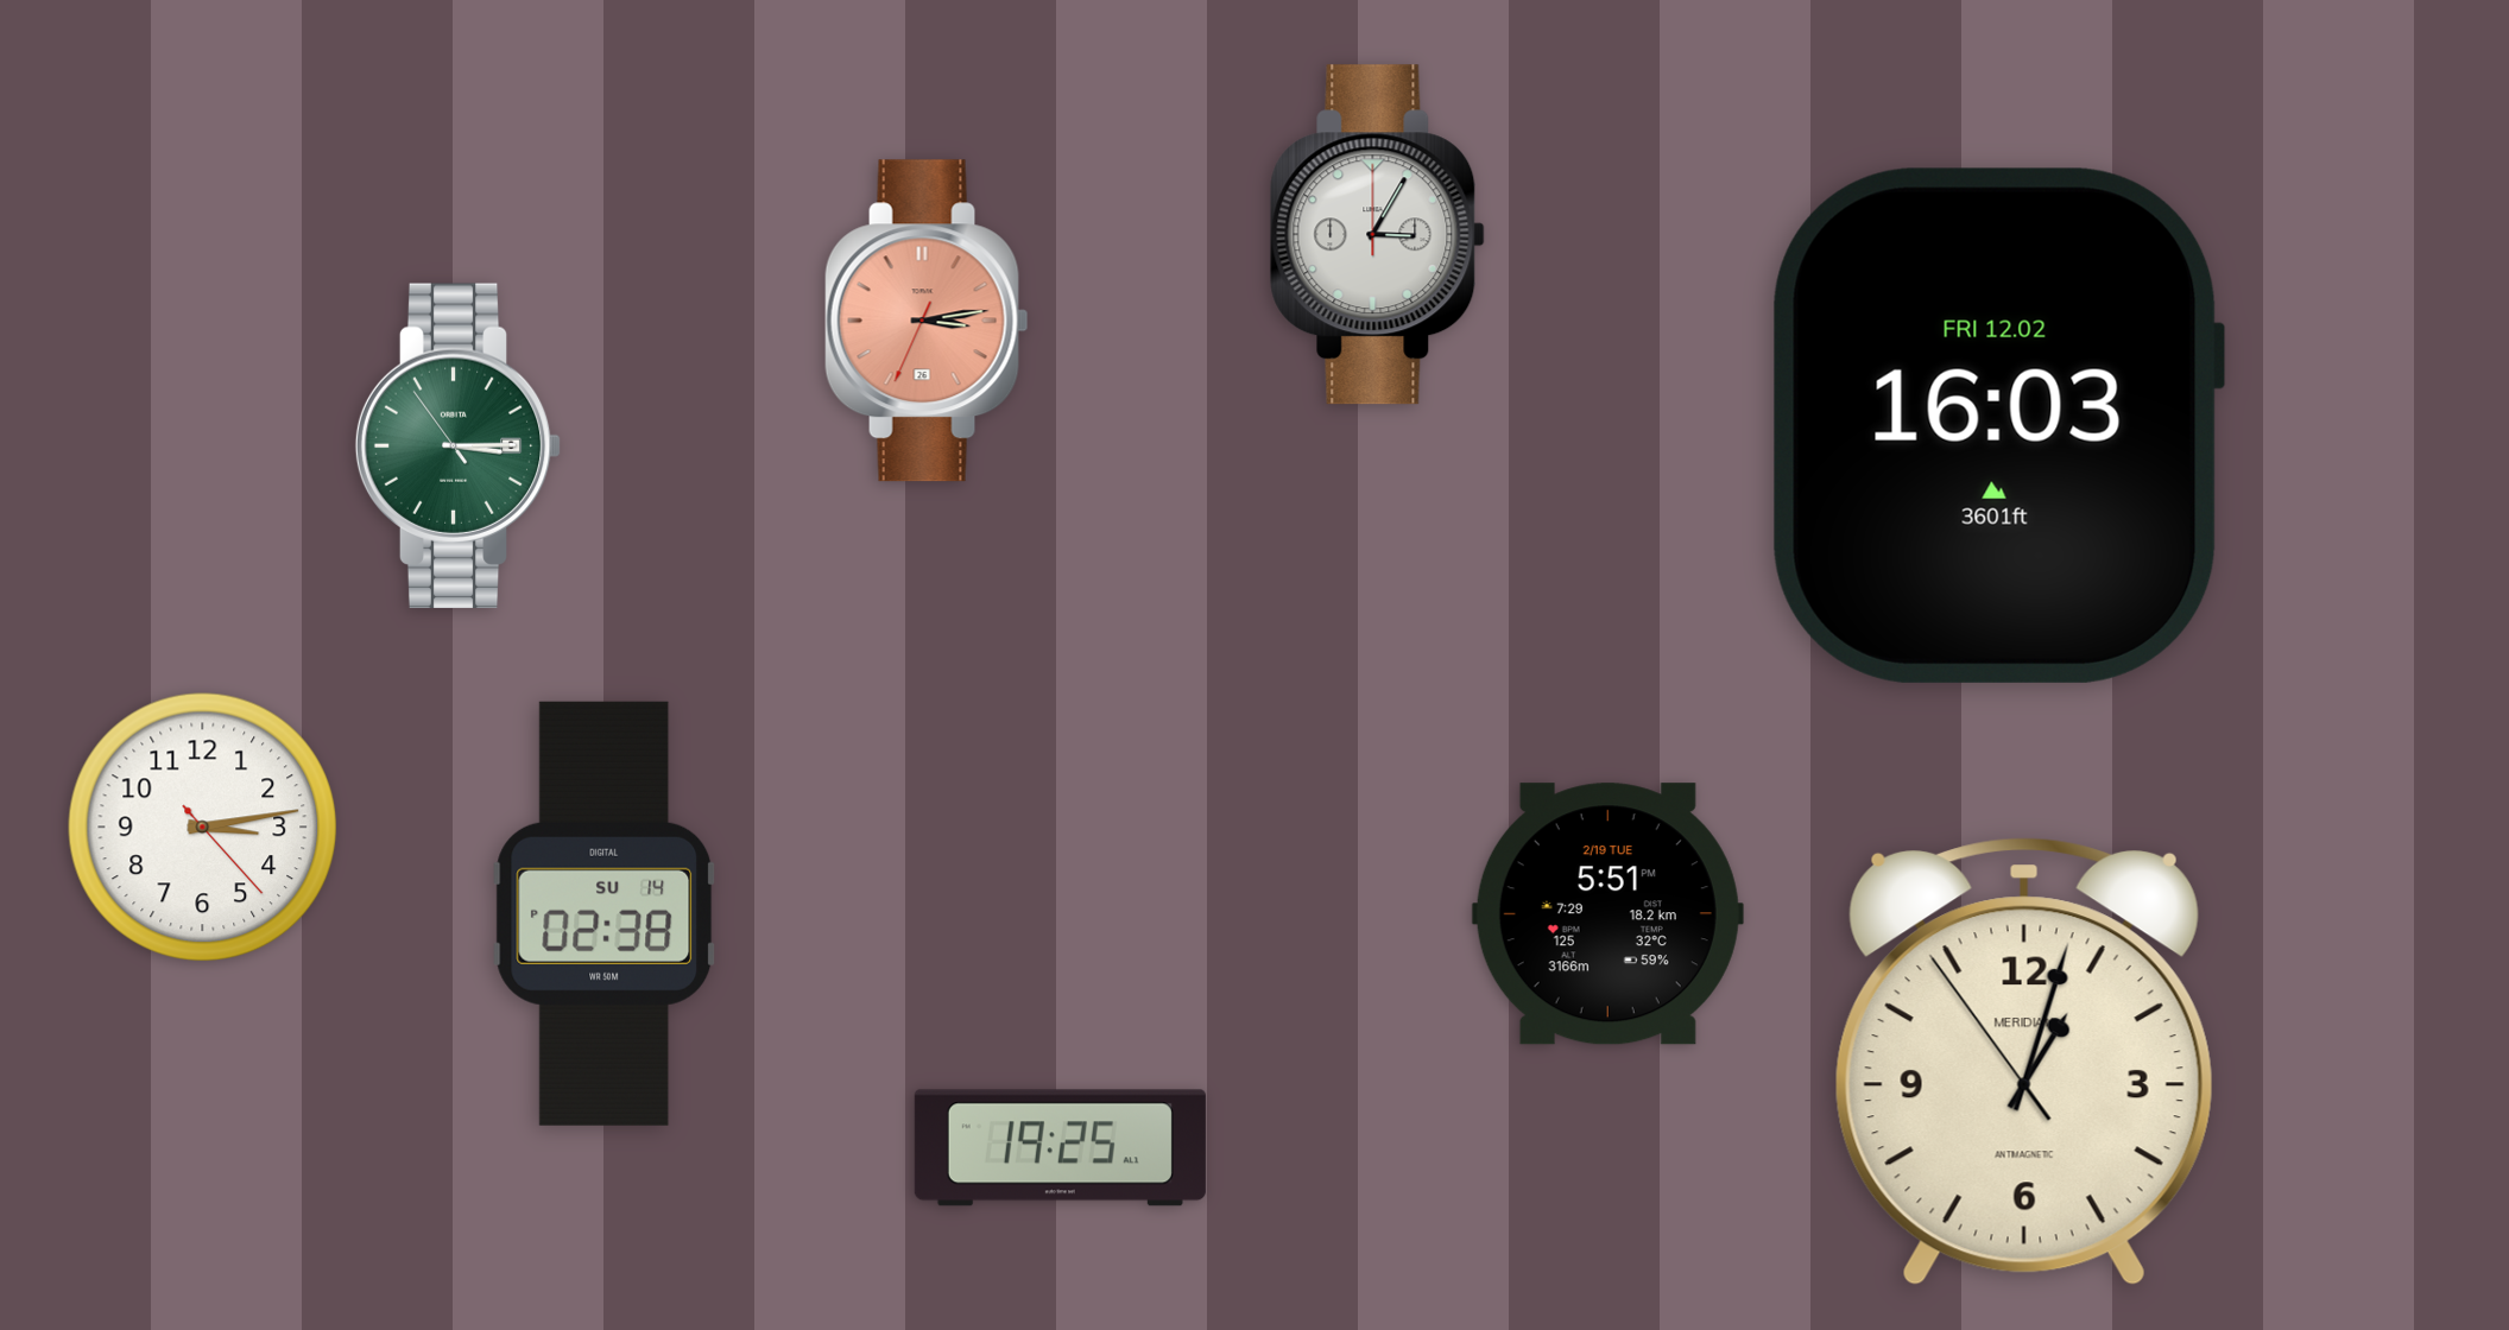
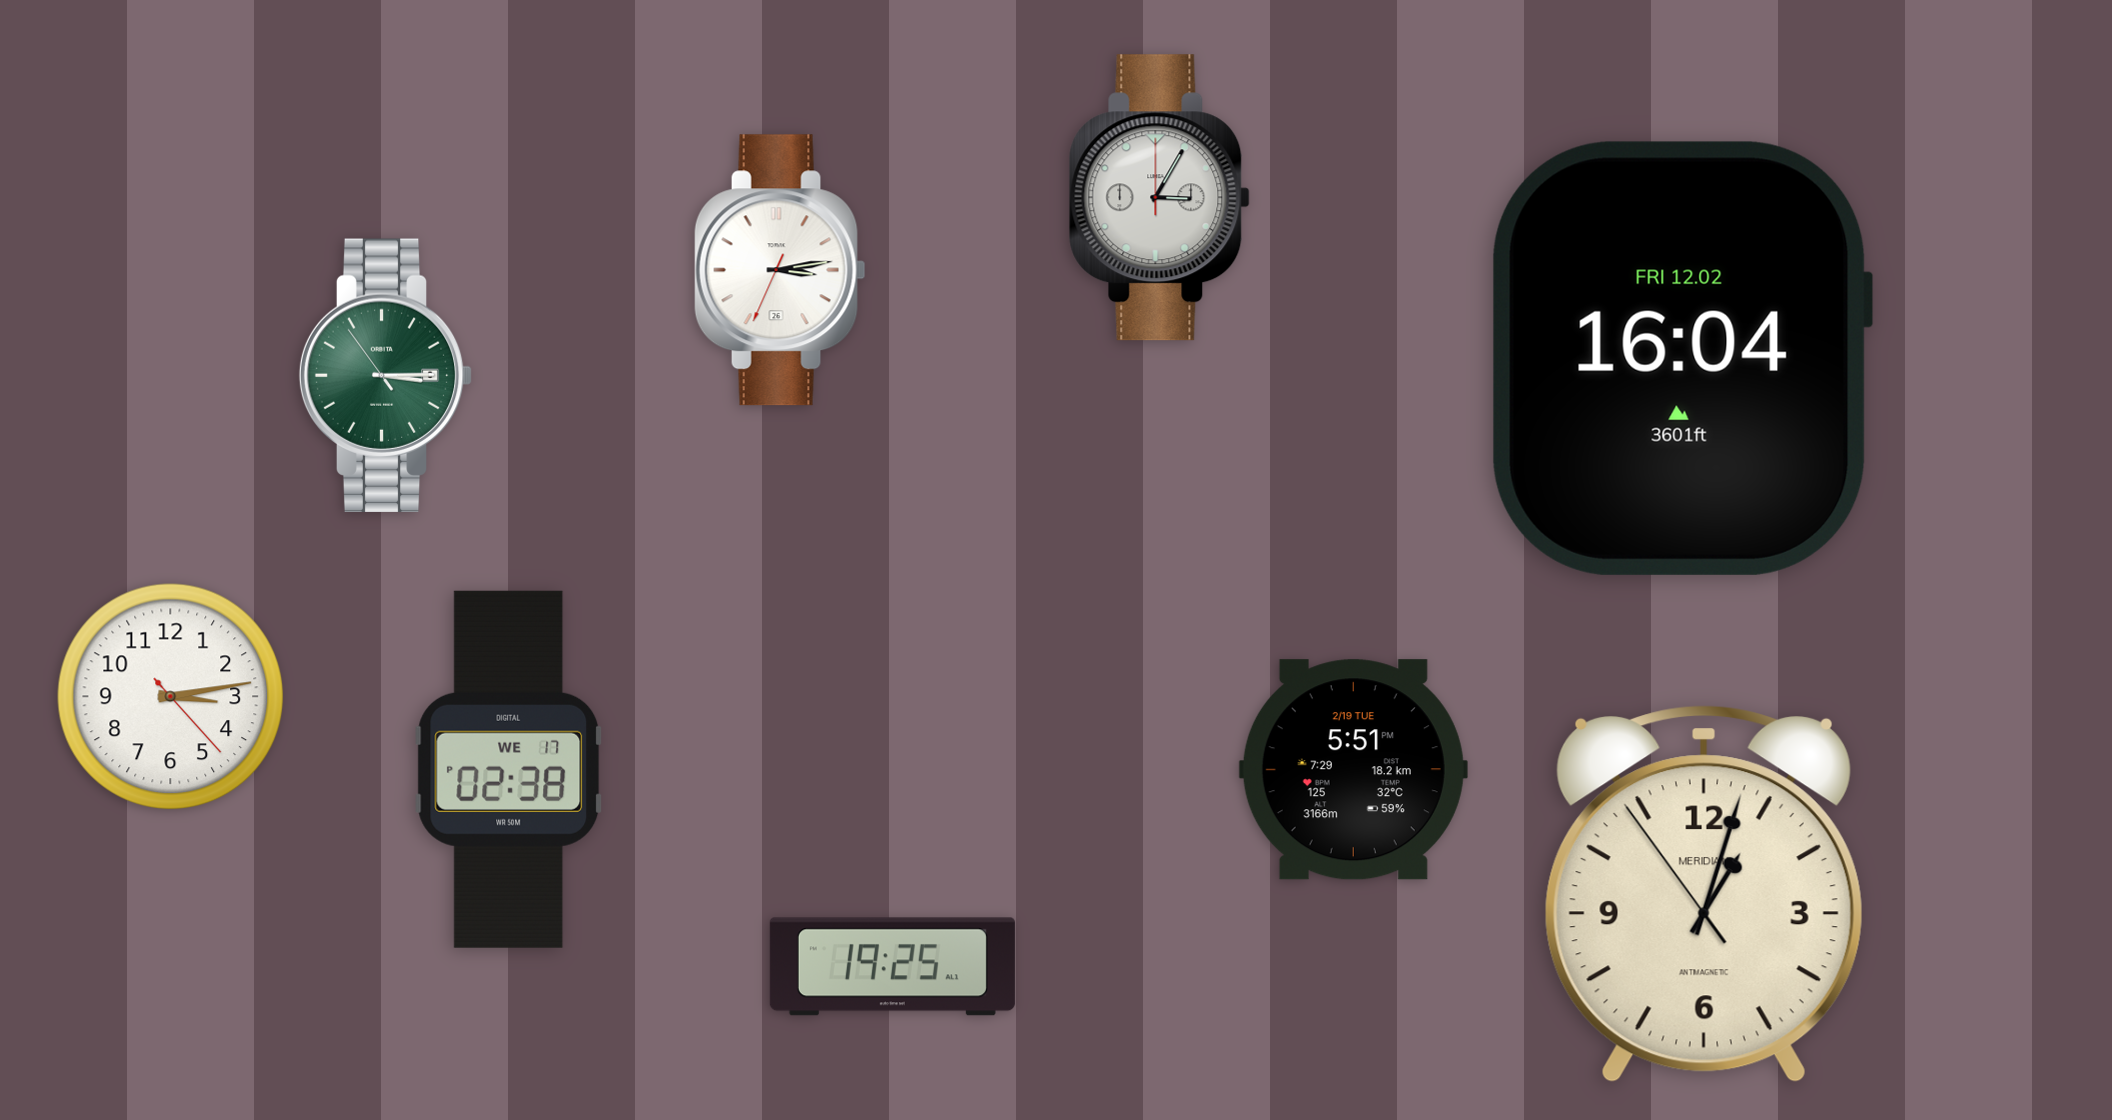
clock at (927, 321) dial: salmon -> white
clock at (1998, 425): 16:03 -> 16:04
clock at (605, 913) date: SU 14 -> WE 17
